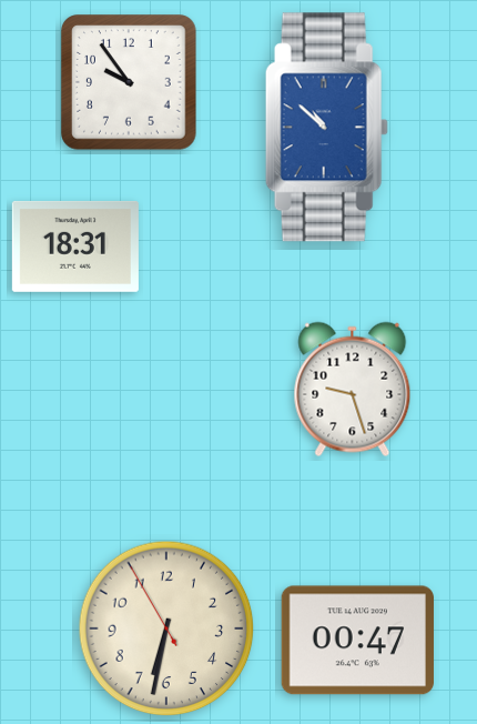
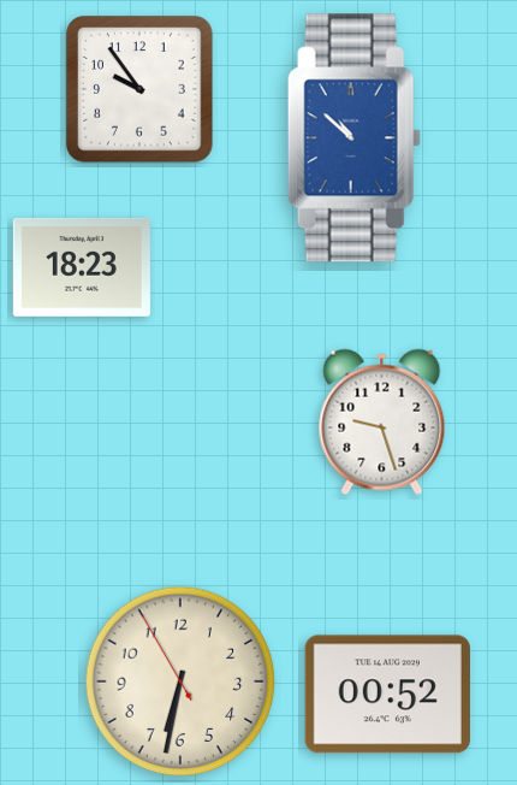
clock at (75, 247): 18:31 -> 18:23
clock at (357, 641): 00:47 -> 00:52
